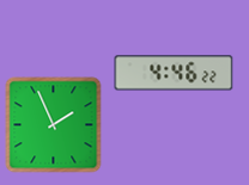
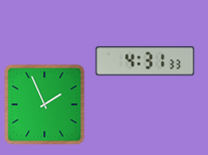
clock at (174, 73): 4:46 -> 4:31
